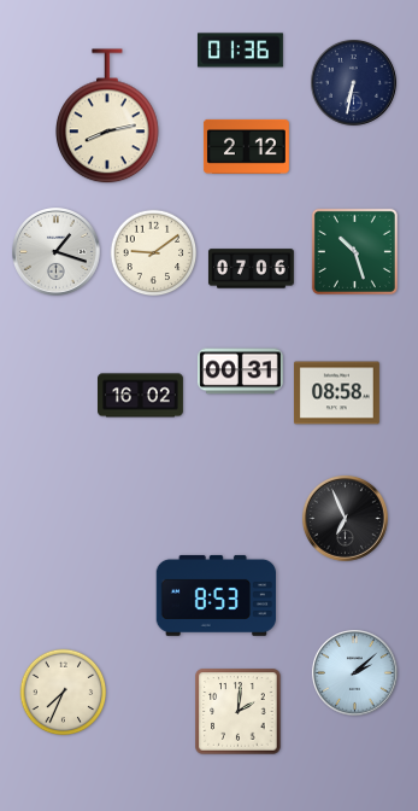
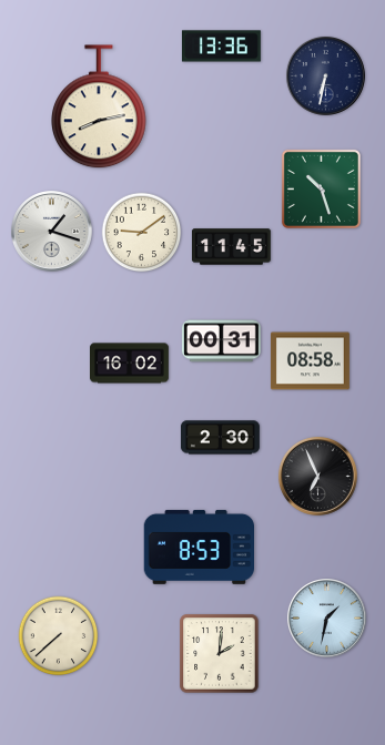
clock at (240, 51): 01:36 -> 13:36
clock at (246, 146): 2:12 -> none
clock at (354, 251) position: (354, 251) -> (321, 188)
clock at (251, 269): 07:06 -> 11:45
clock at (220, 438): none -> 2:30
clock at (354, 672): 2:08 -> 1:32
clock at (64, 693): 7:34 -> 7:38
